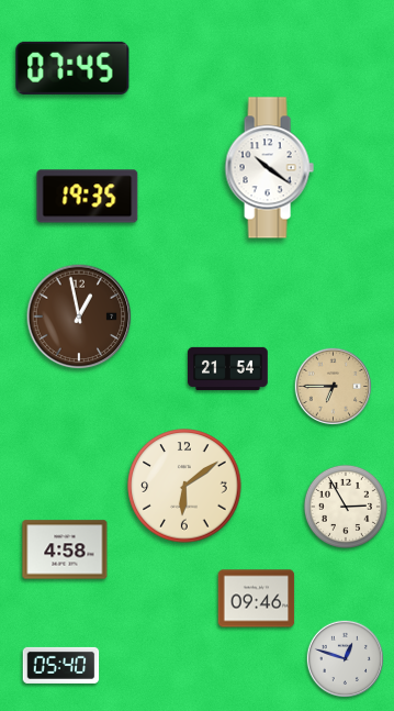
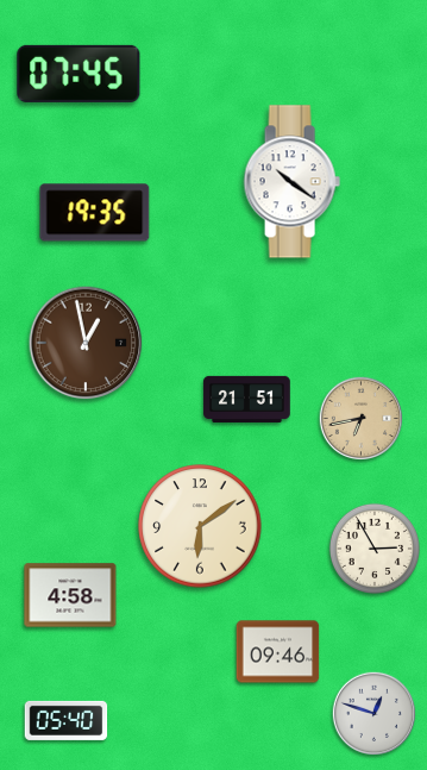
clock at (228, 368): 21:54 -> 21:51
clock at (333, 386): 6:45 -> 6:43
clock at (257, 599) position: (257, 599) -> (278, 652)
